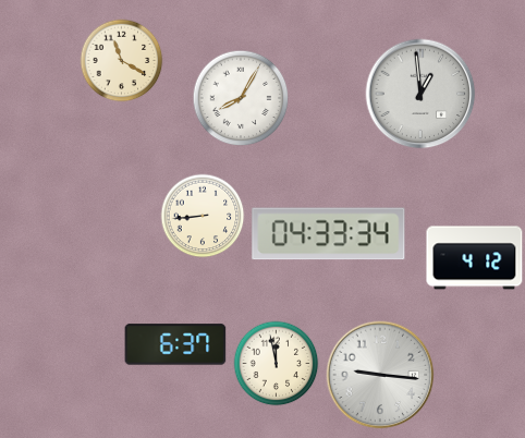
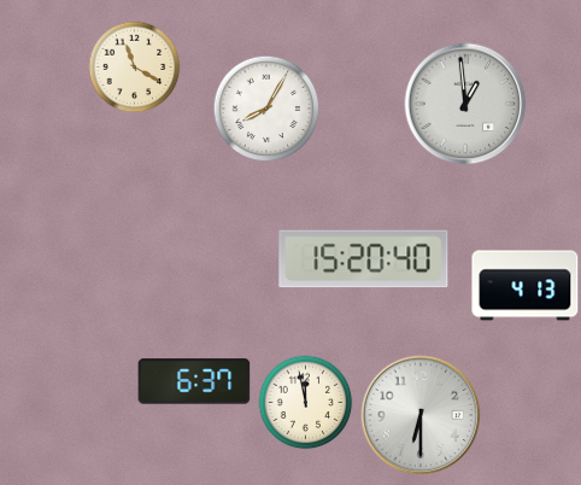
clock at (203, 216): 8:44 -> none
clock at (329, 234): 04:33 -> 15:20
clock at (475, 258): 4:12 -> 4:13
clock at (380, 375): 9:16 -> 6:30
